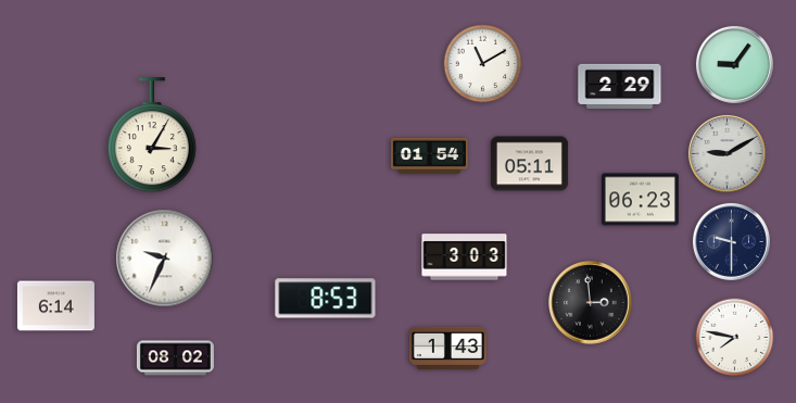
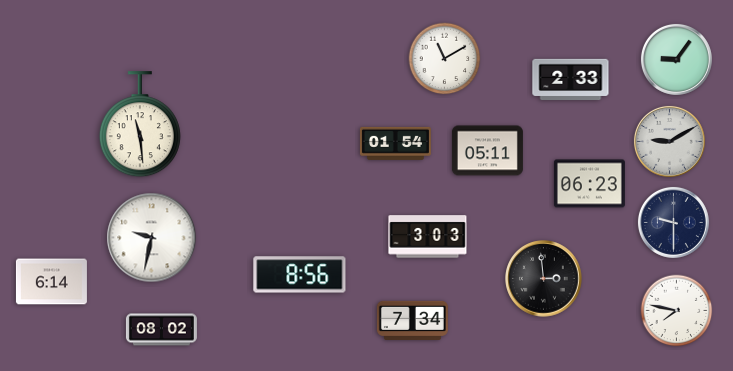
clock at (620, 87): 2:29 -> 2:33
clock at (152, 136): 3:05 -> 11:29
clock at (165, 259): 9:34 -> 9:32
clock at (326, 299): 8:53 -> 8:56
clock at (447, 348): 1:43 -> 7:34
